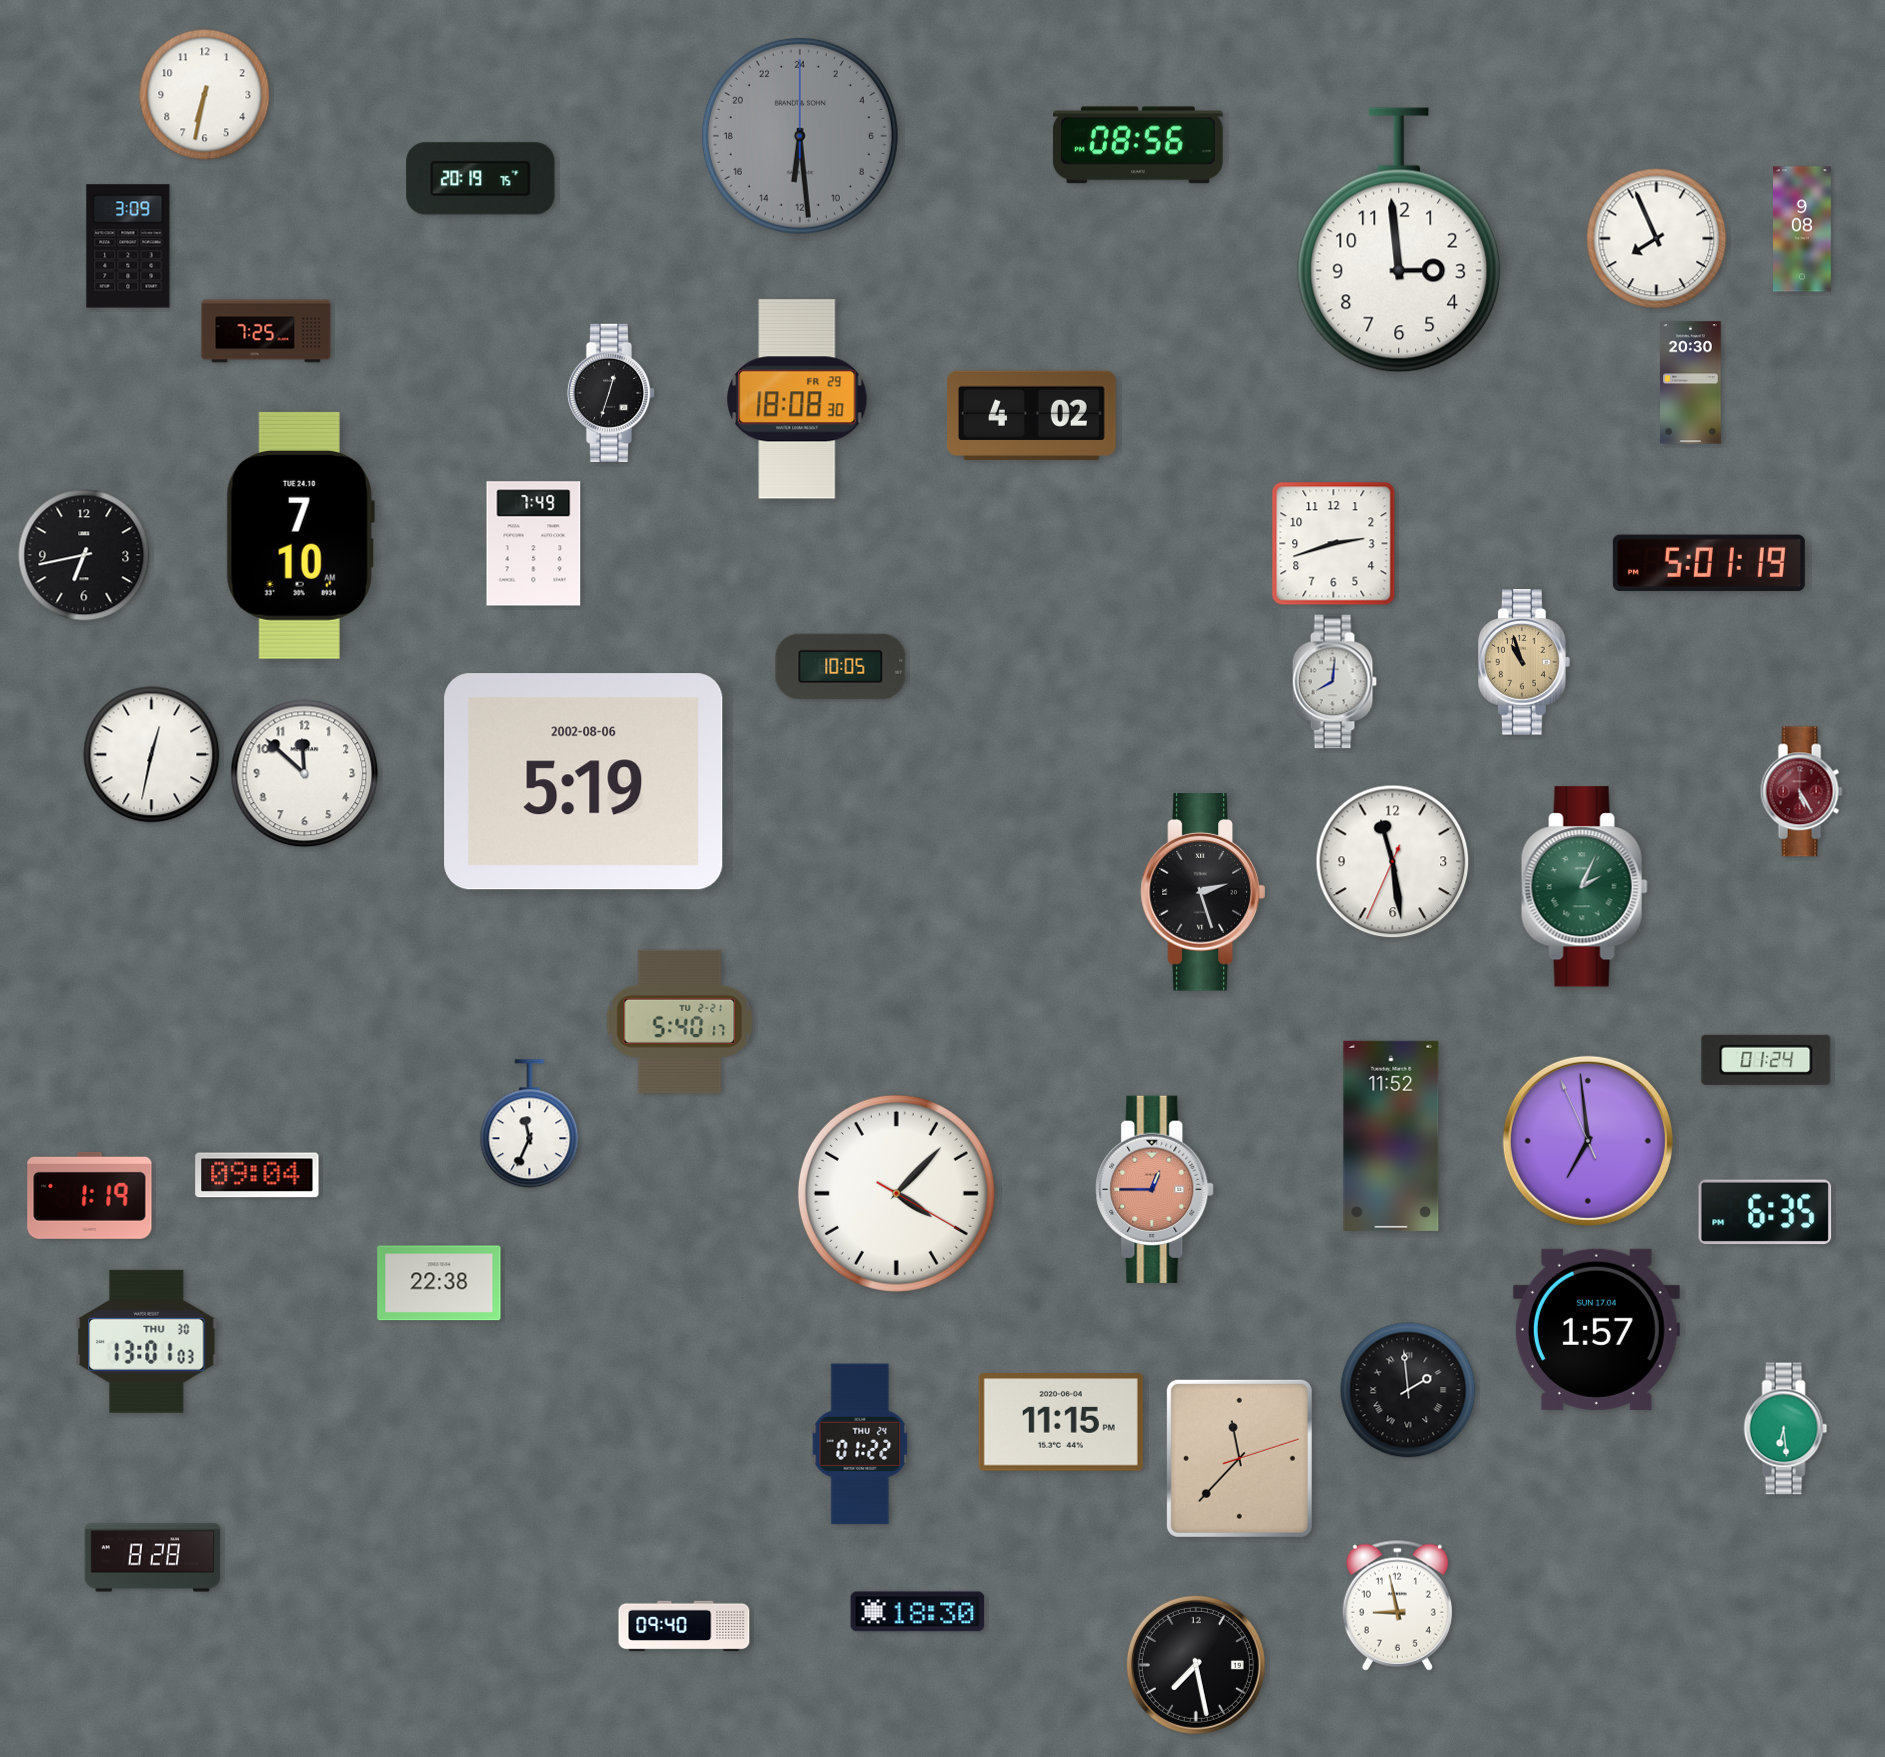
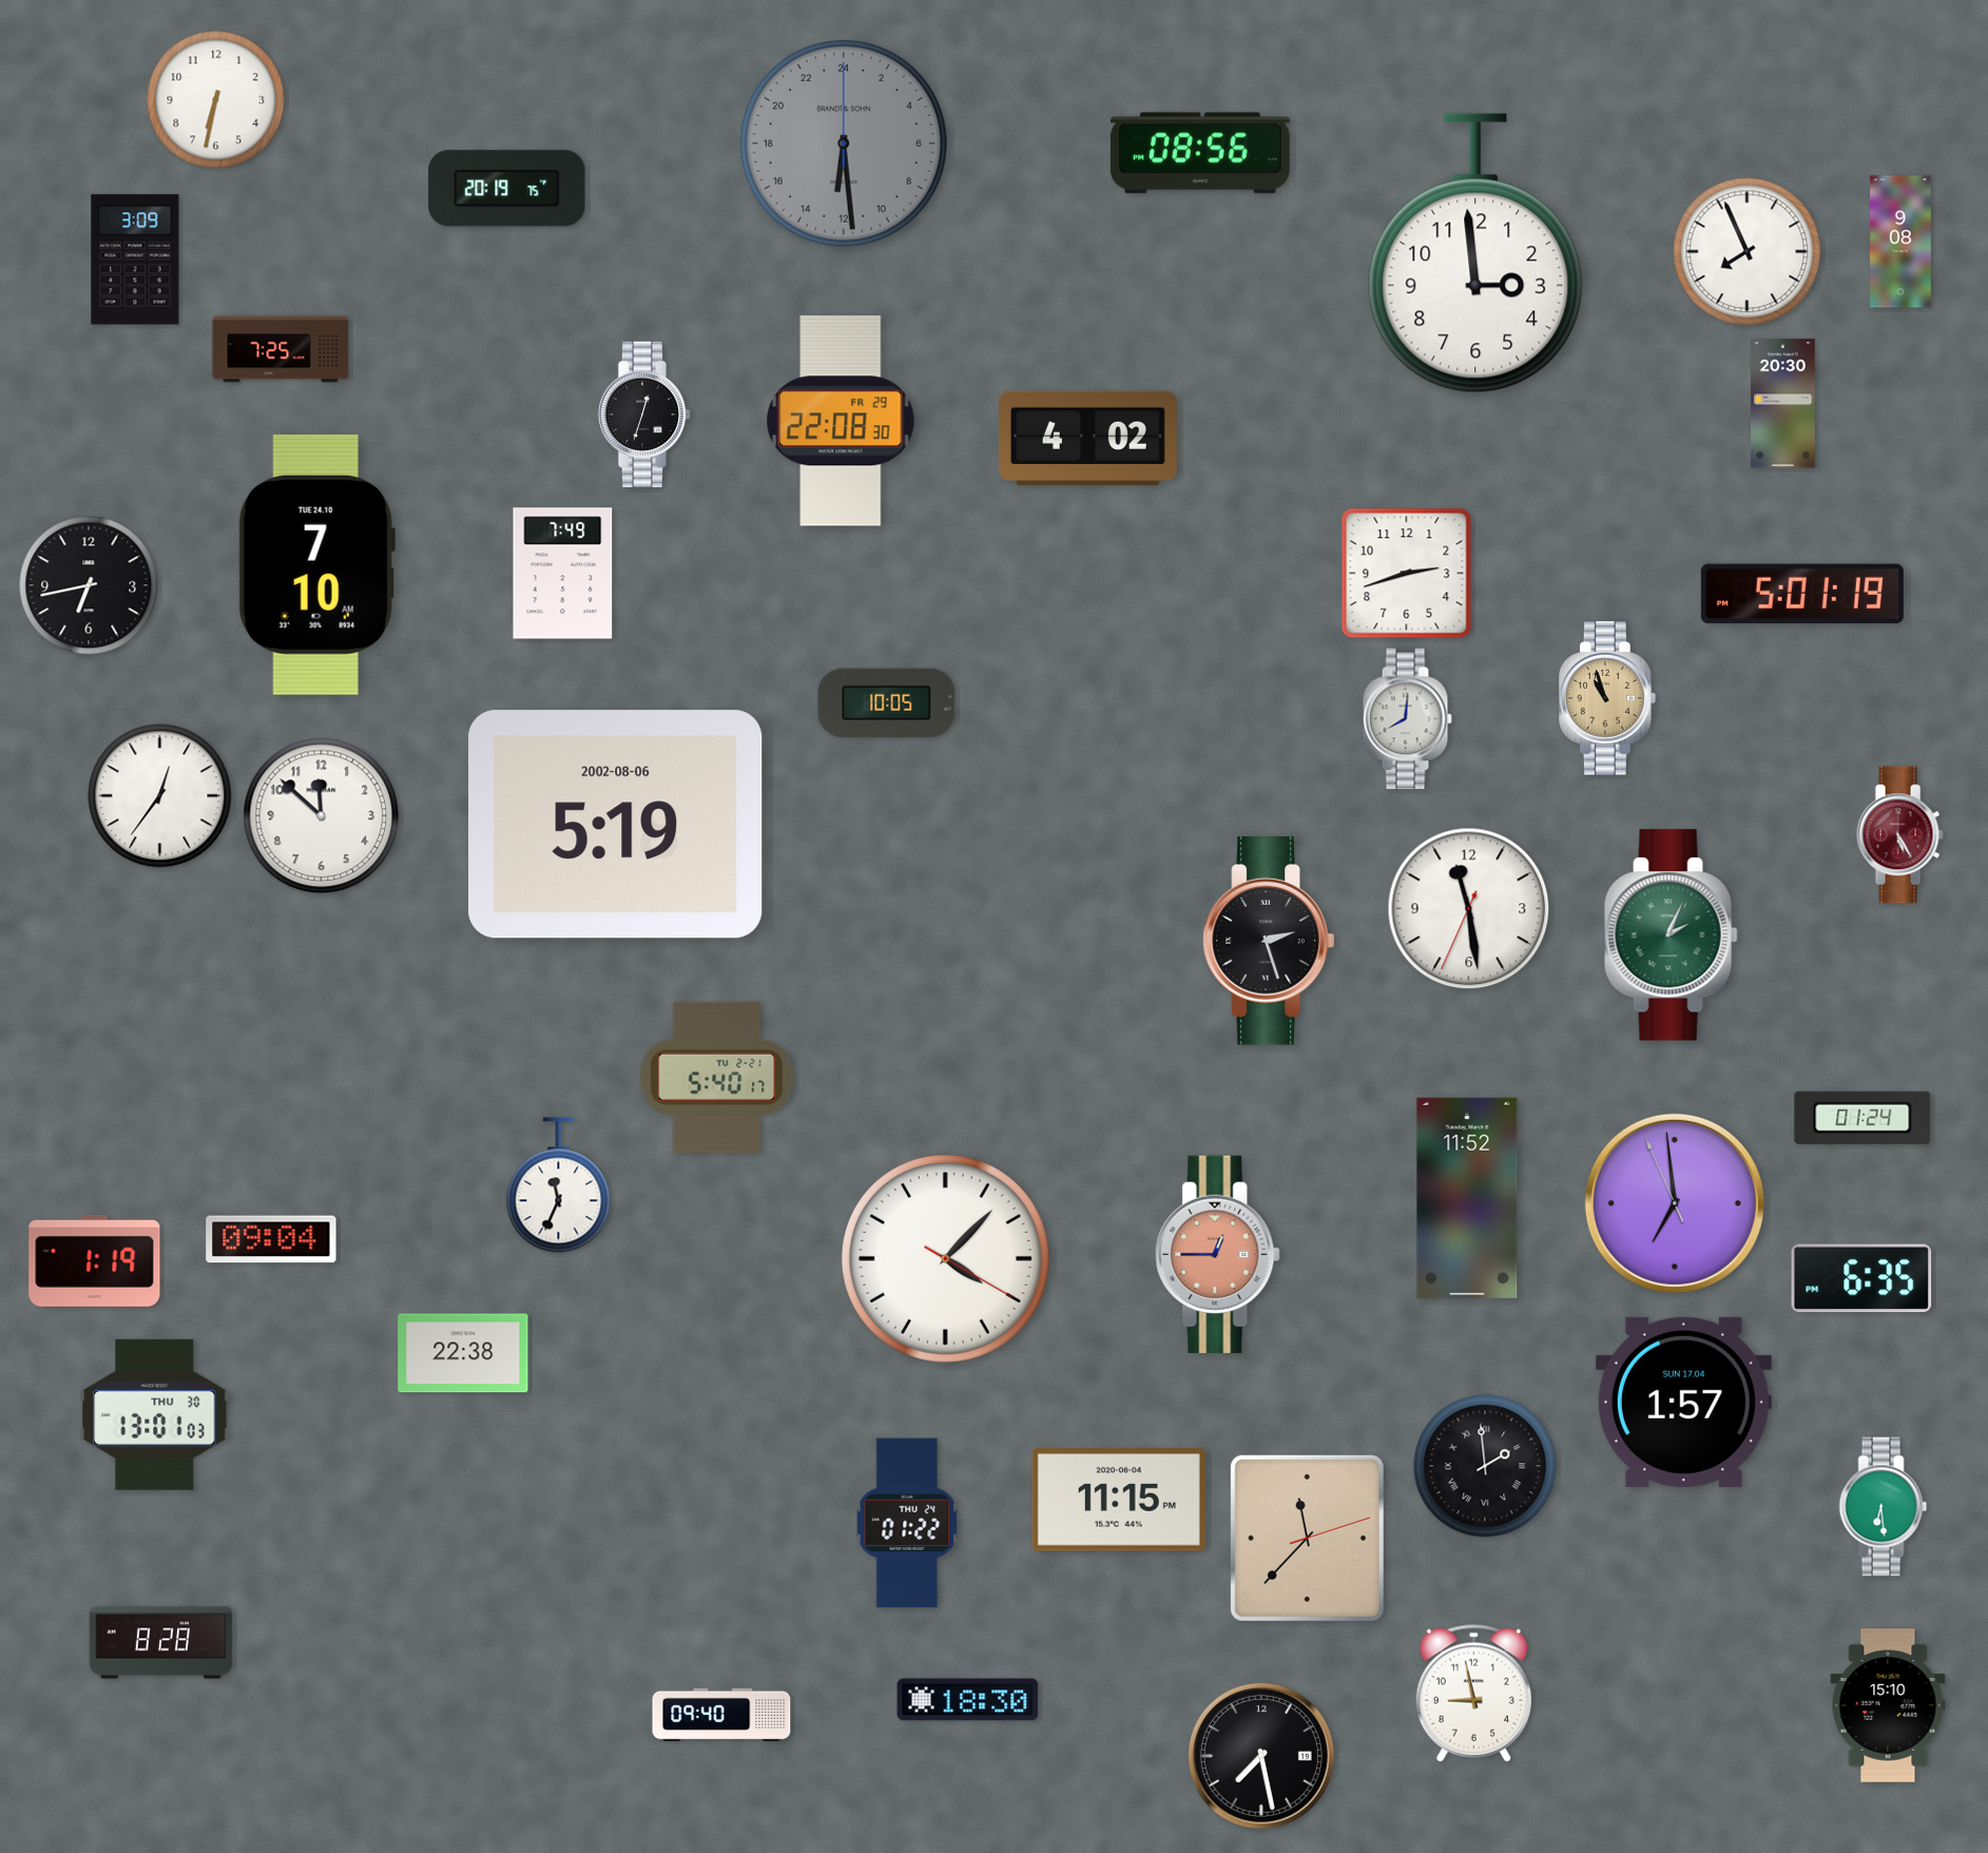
clock at (797, 399): 18:08 -> 22:08
clock at (152, 755): 12:32 -> 12:36
clock at (1888, 1705): none -> 15:10
